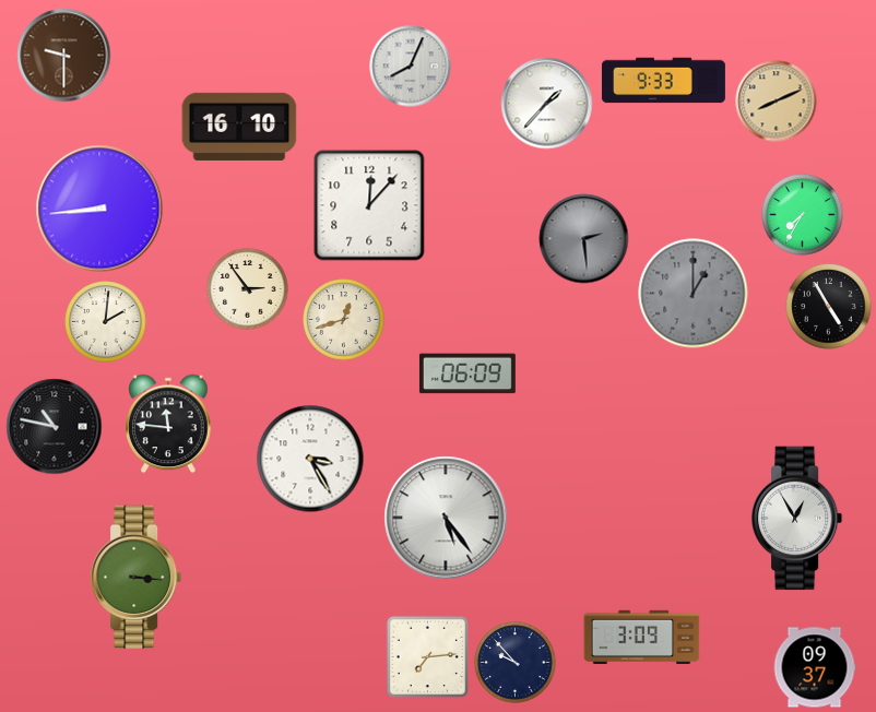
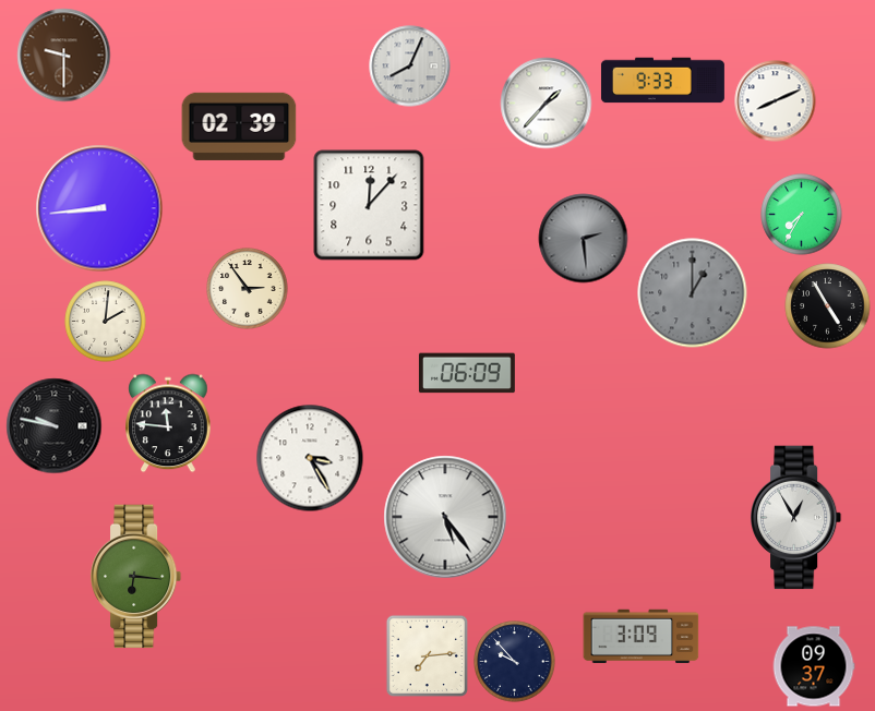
clock at (777, 102) dial: champagne -> white
clock at (239, 127): 16:10 -> 02:39
clock at (344, 320): 12:42 -> none
clock at (55, 427): 10:47 -> 9:47
clock at (137, 578): 3:16 -> 6:16
